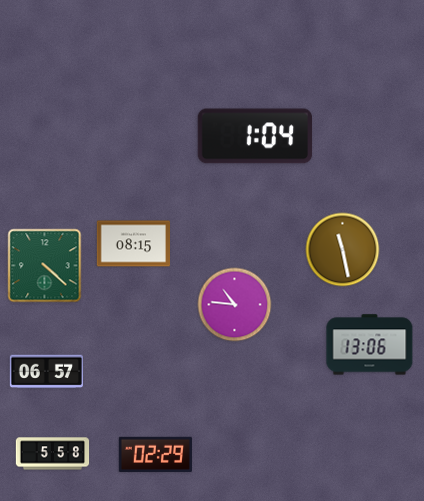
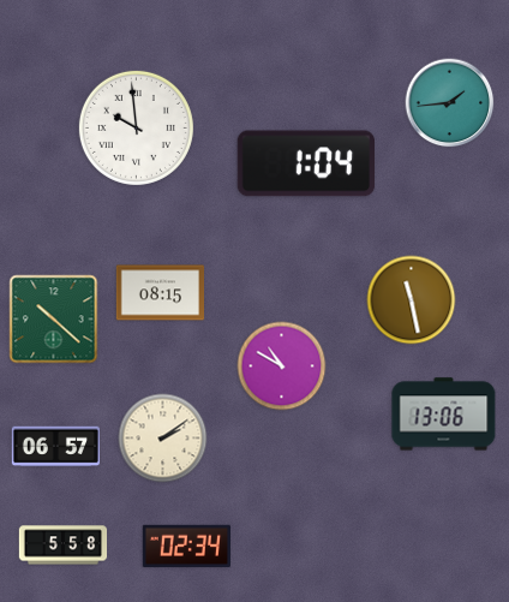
clock at (450, 103): none -> 1:44
clock at (136, 127): none -> 9:59
clock at (45, 266): 4:22 -> 10:22
clock at (235, 305): 10:46 -> 10:50
clock at (163, 439): none -> 2:09
clock at (155, 454): 02:29 -> 02:34
